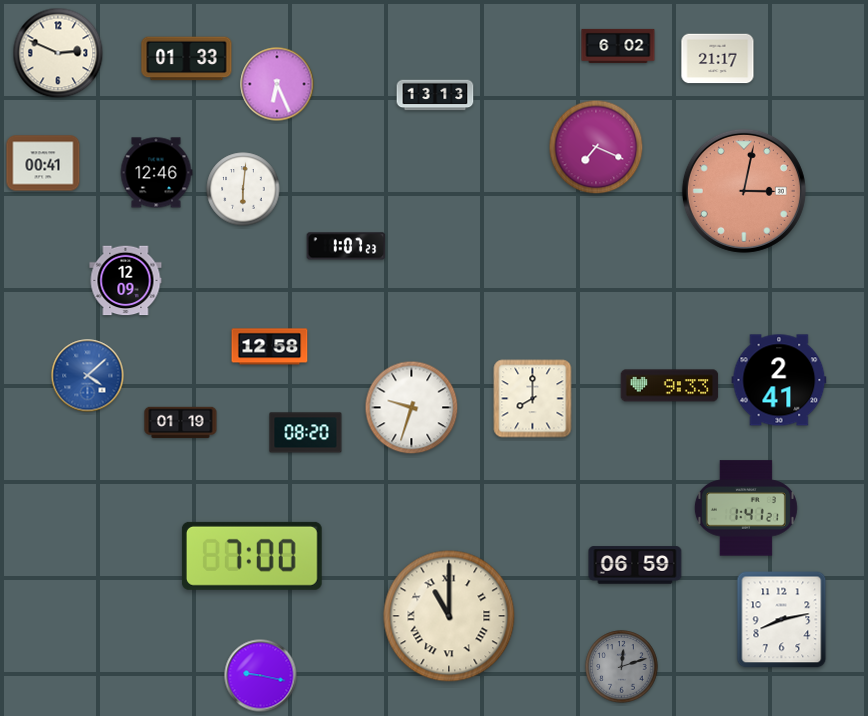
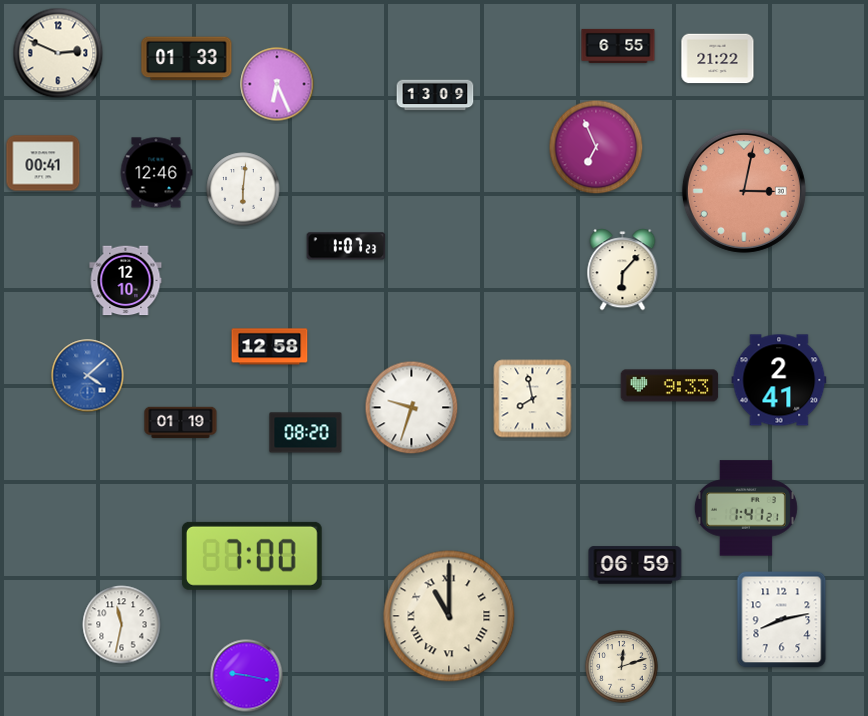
clock at (618, 46): 6:02 -> 6:55
clock at (718, 59): 21:17 -> 21:22
clock at (435, 95): 13:13 -> 13:09
clock at (596, 147): 7:19 -> 6:56
clock at (623, 270): none -> 6:07
clock at (126, 281): 12:09 -> 12:10
clock at (533, 399): 8:00 -> 7:58
clock at (122, 625): none -> 11:32
clock at (622, 667) dial: grey -> cream
clock at (261, 676) position: (261, 676) -> (247, 676)
